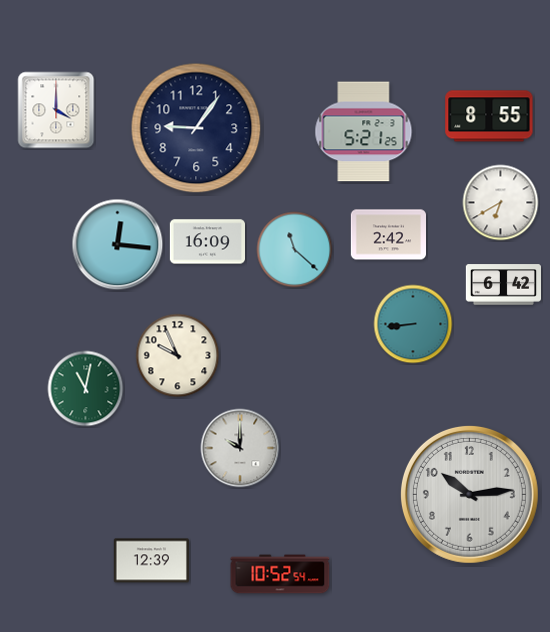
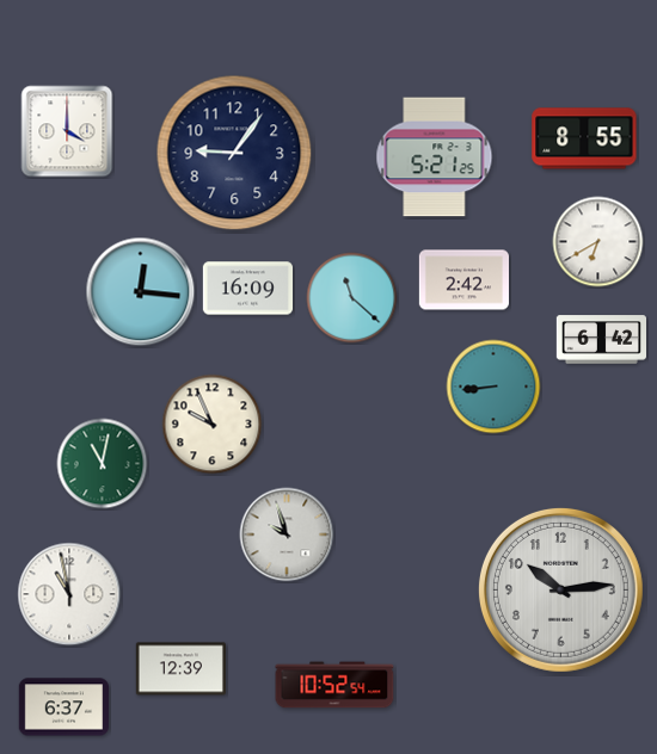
clock at (240, 448): 10:00 -> 9:57
clock at (69, 594): none -> 10:58
clock at (63, 707): none -> 6:37
